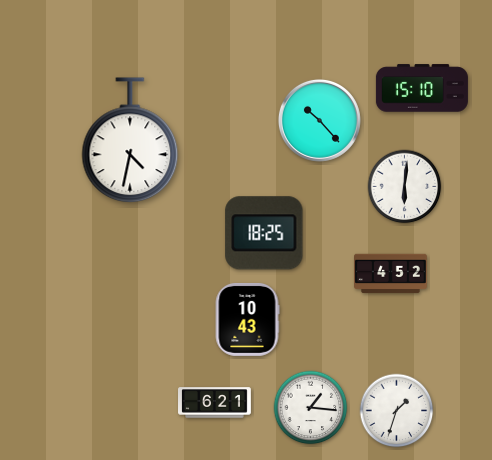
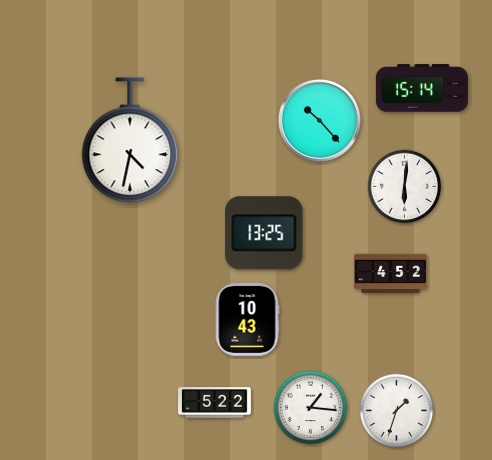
clock at (422, 88): 15:10 -> 15:14
clock at (264, 233): 18:25 -> 13:25
clock at (215, 403): 6:21 -> 5:22
